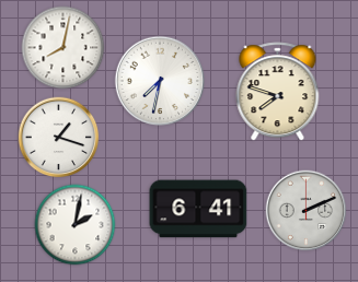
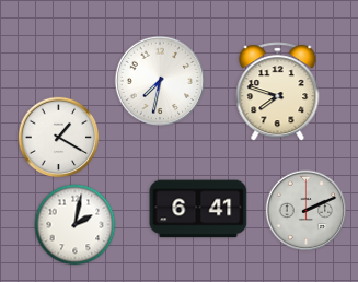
clock at (63, 48): 8:02 -> none
clock at (59, 138): 1:18 -> 1:20
